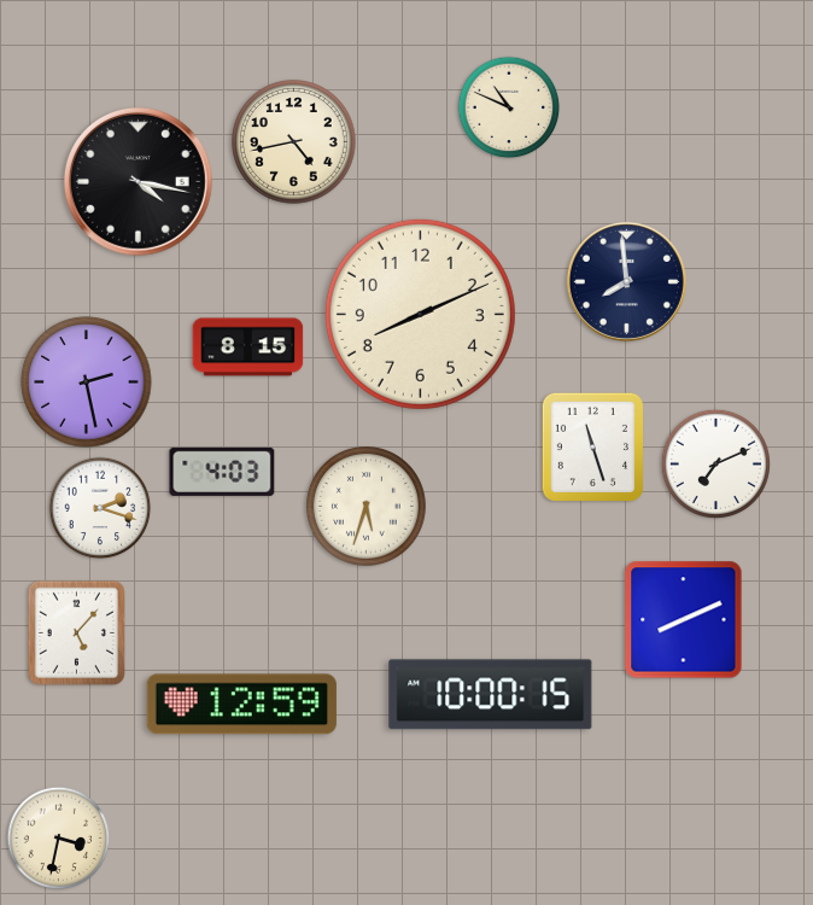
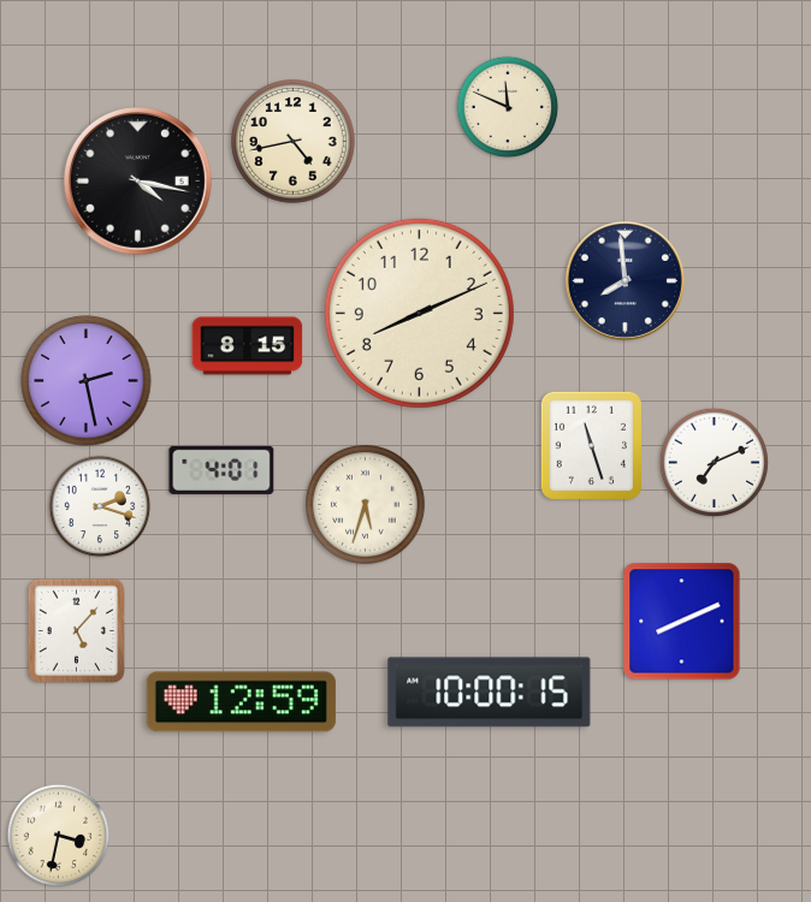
clock at (509, 107): 10:49 -> 11:49
clock at (222, 472): 4:03 -> 4:01
clock at (684, 620) position: (684, 620) -> (682, 622)
